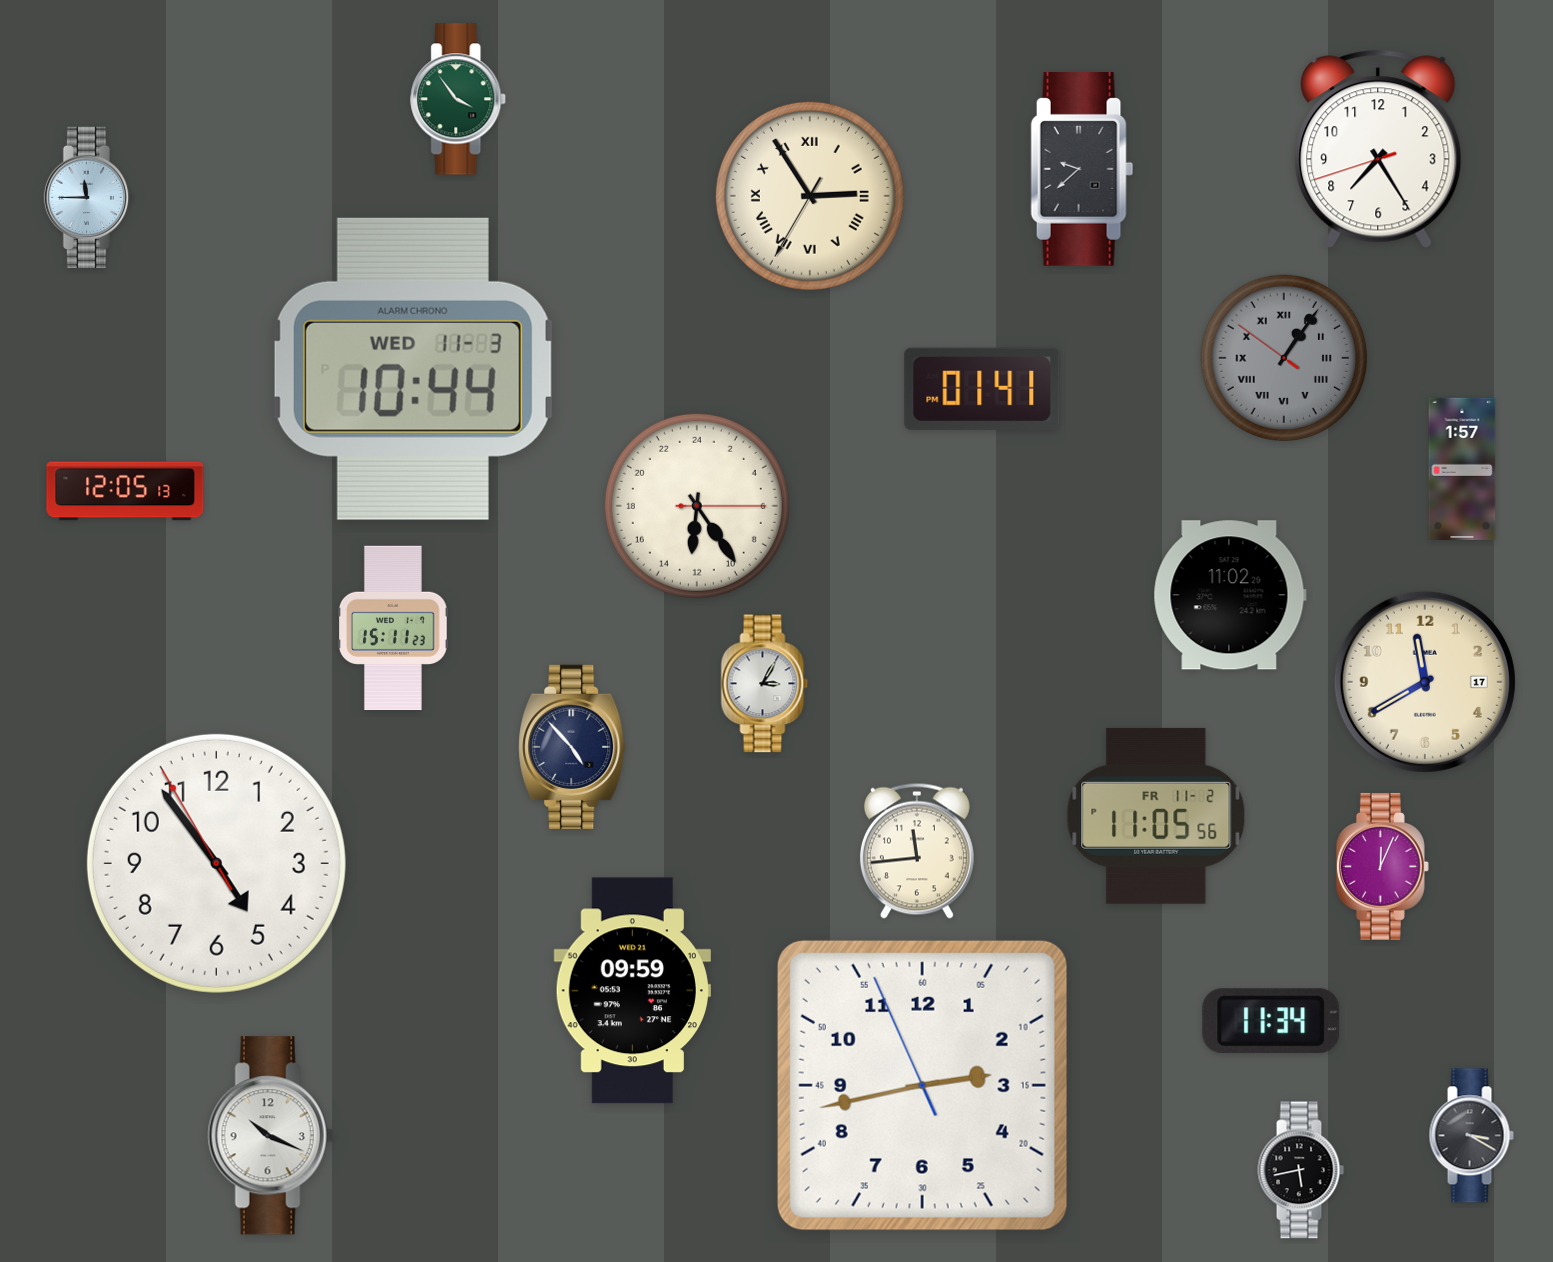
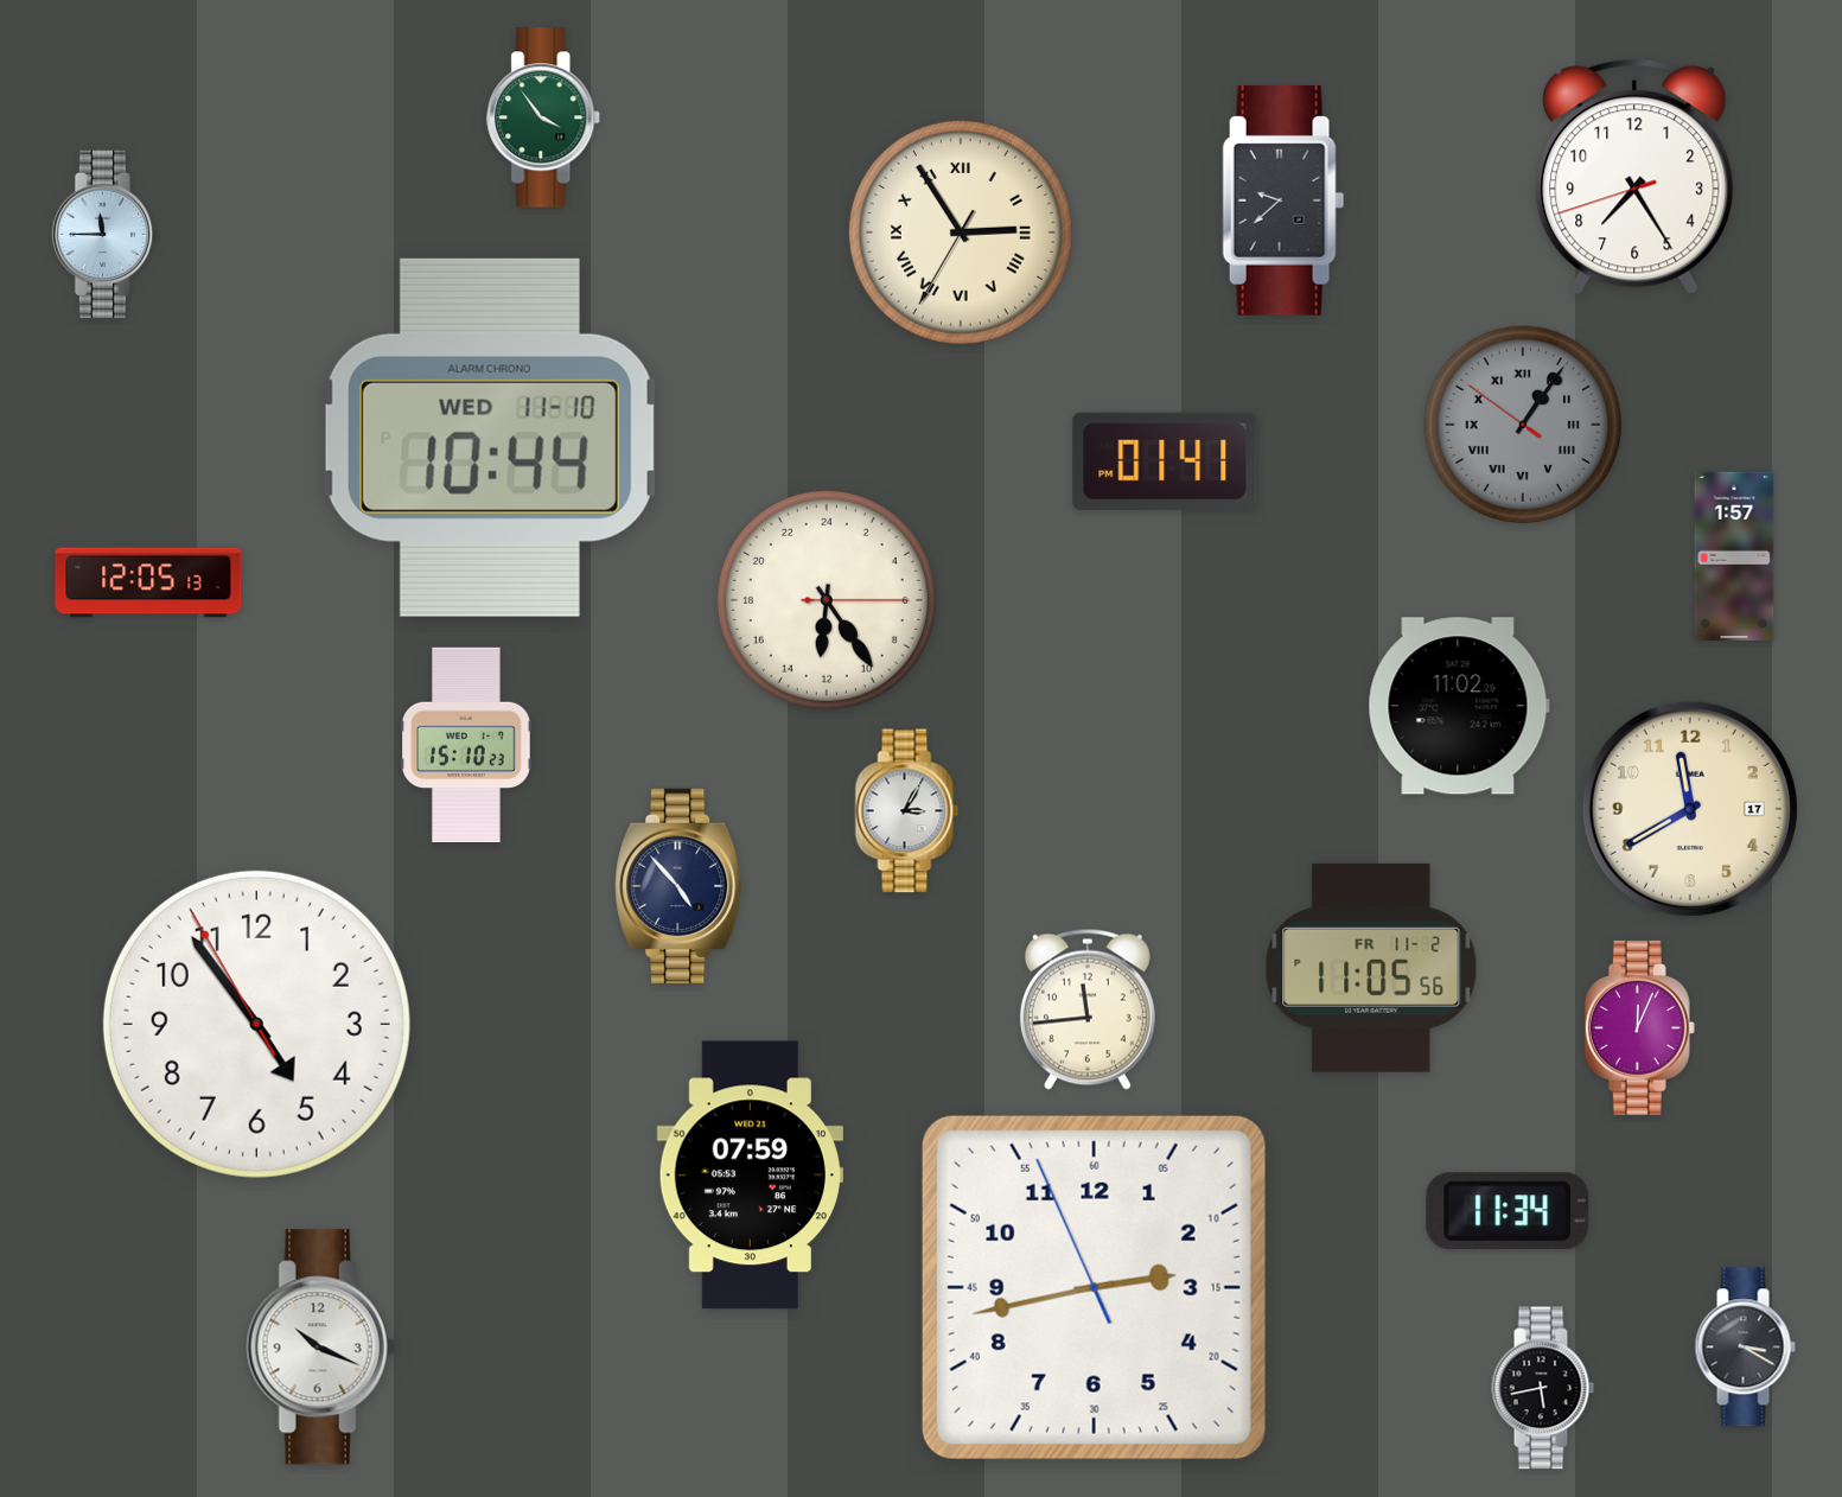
clock at (413, 369) date: WED 11-3 -> WED 11-10
clock at (394, 627): 15:11 -> 15:10
clock at (632, 991): 09:59 -> 07:59
